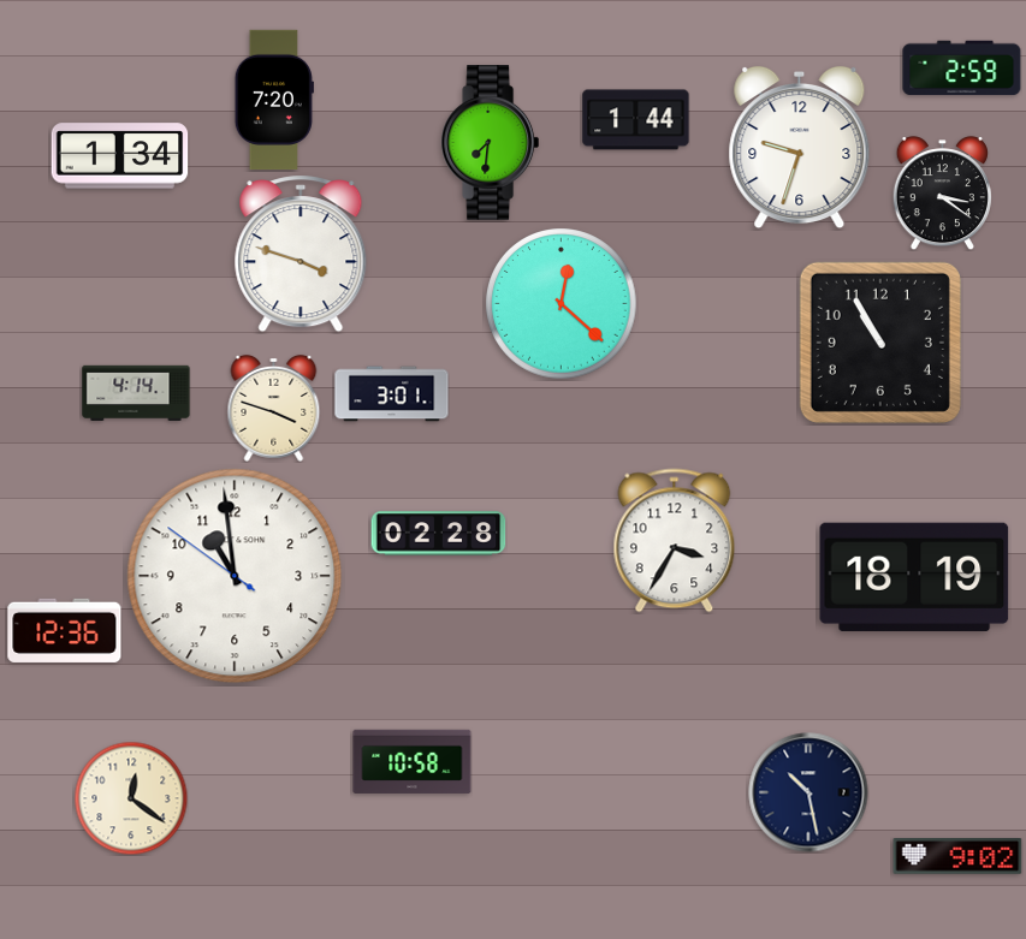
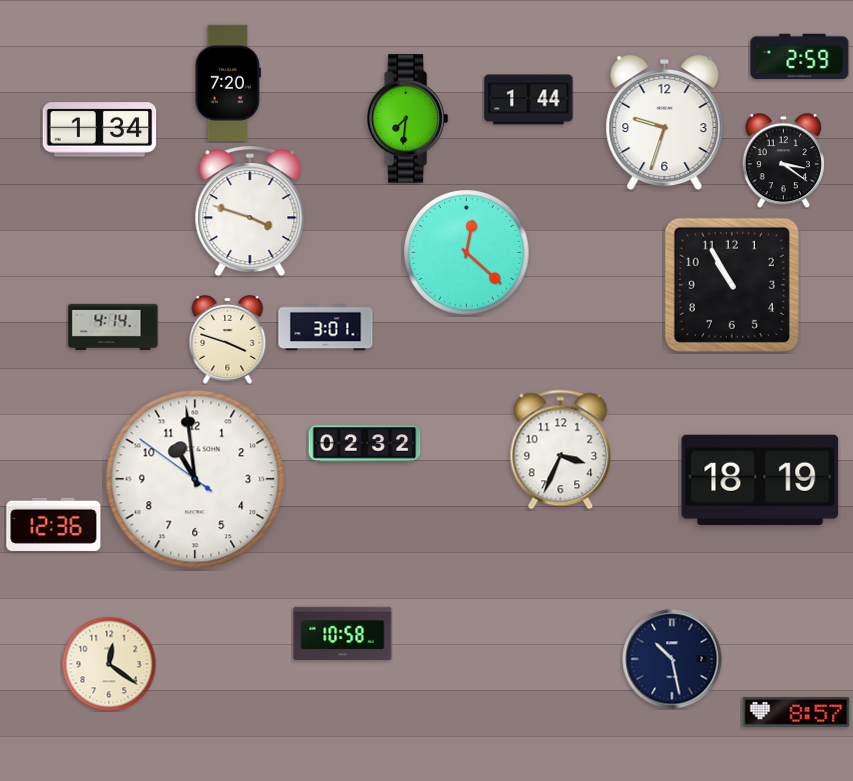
clock at (439, 534): 02:28 -> 02:32
clock at (675, 541): 3:35 -> 3:34
clock at (957, 856): 9:02 -> 8:57
